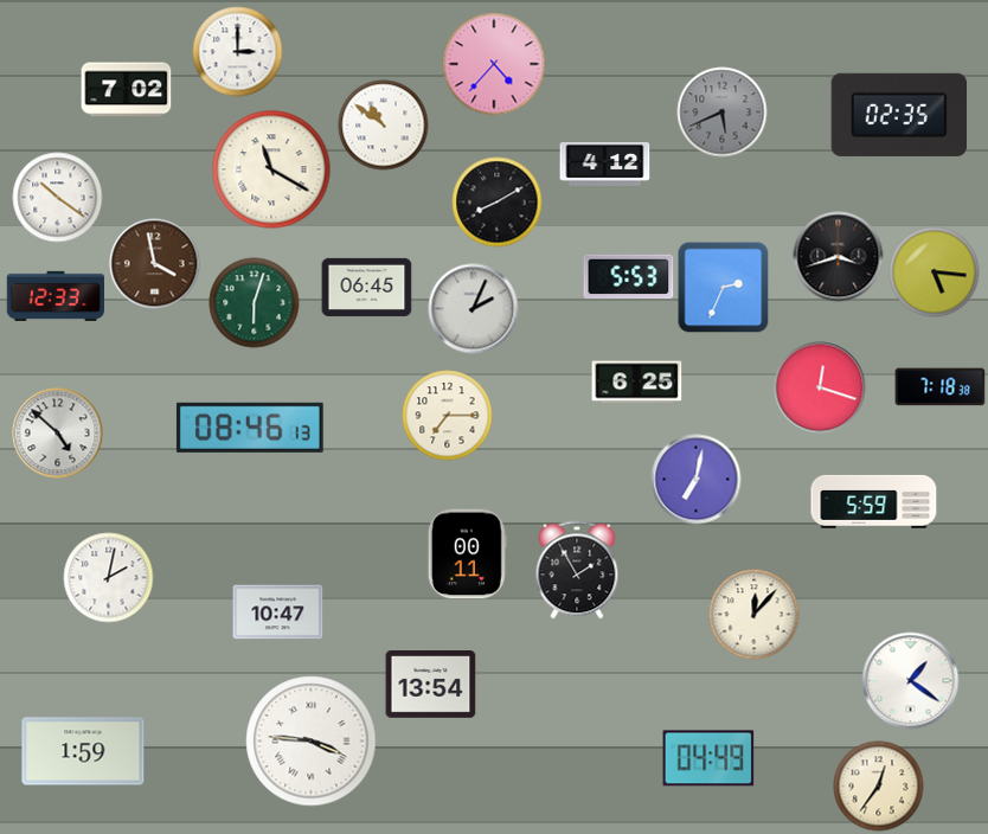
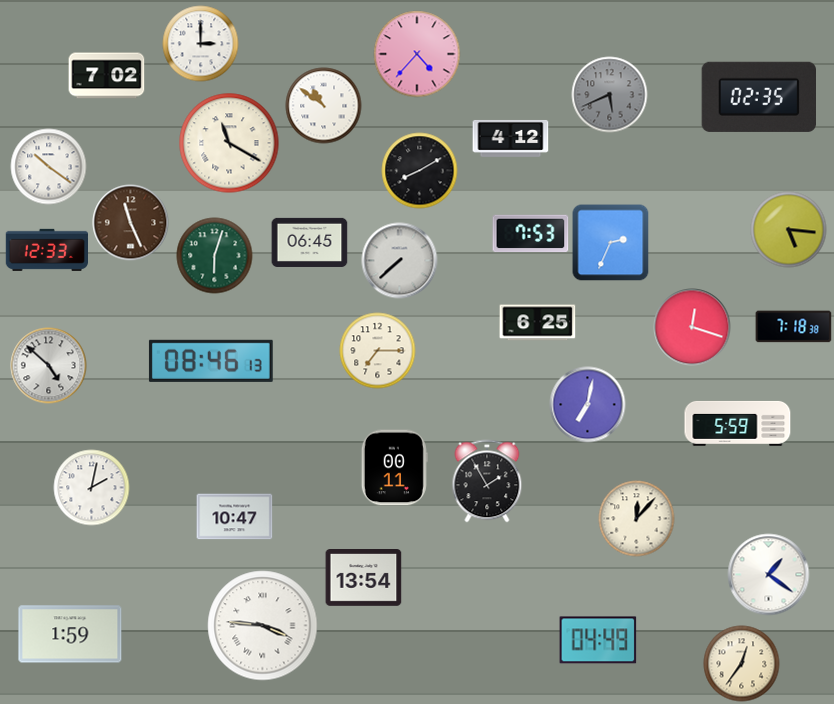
clock at (839, 257): 3:42 -> none
clock at (155, 264): 3:58 -> 11:26
clock at (629, 277): 5:53 -> 7:53
clock at (474, 309): 2:04 -> 7:38
